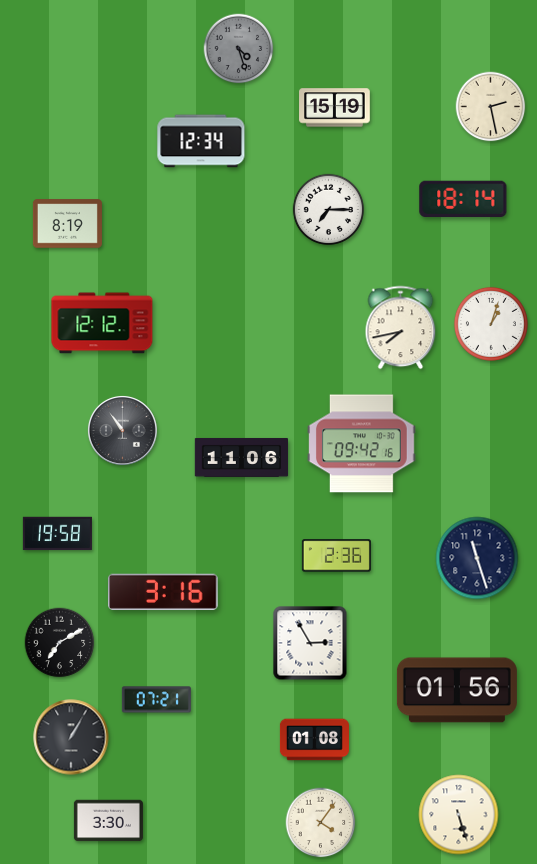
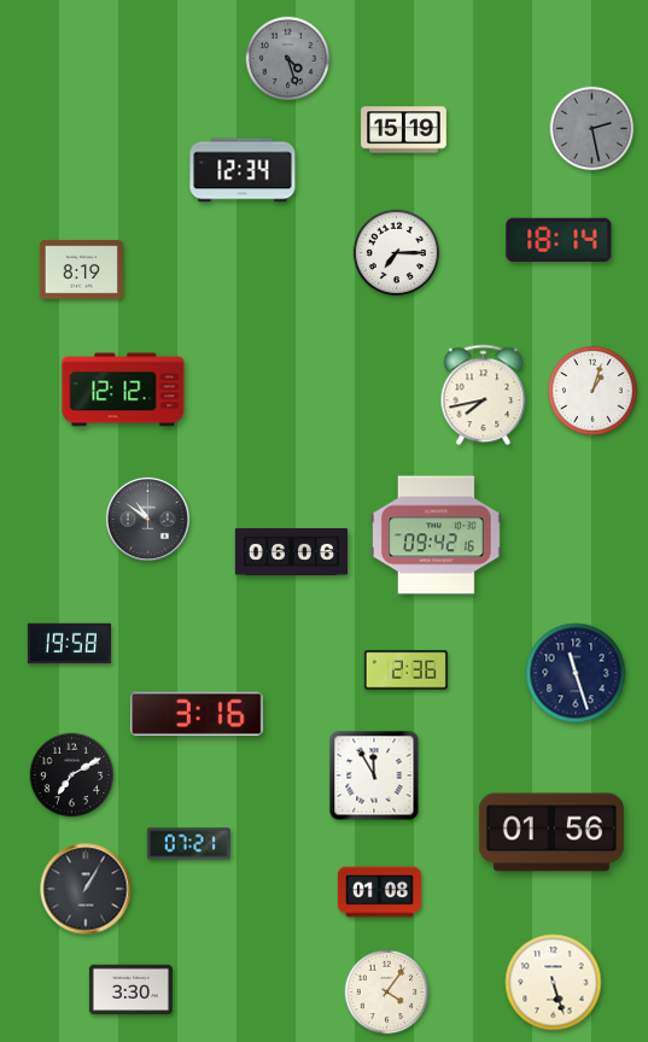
clock at (491, 107) dial: cream -> grey
clock at (122, 430): 10:54 -> 10:51
clock at (242, 457): 11:06 -> 06:06
clock at (310, 643): 2:55 -> 11:55
